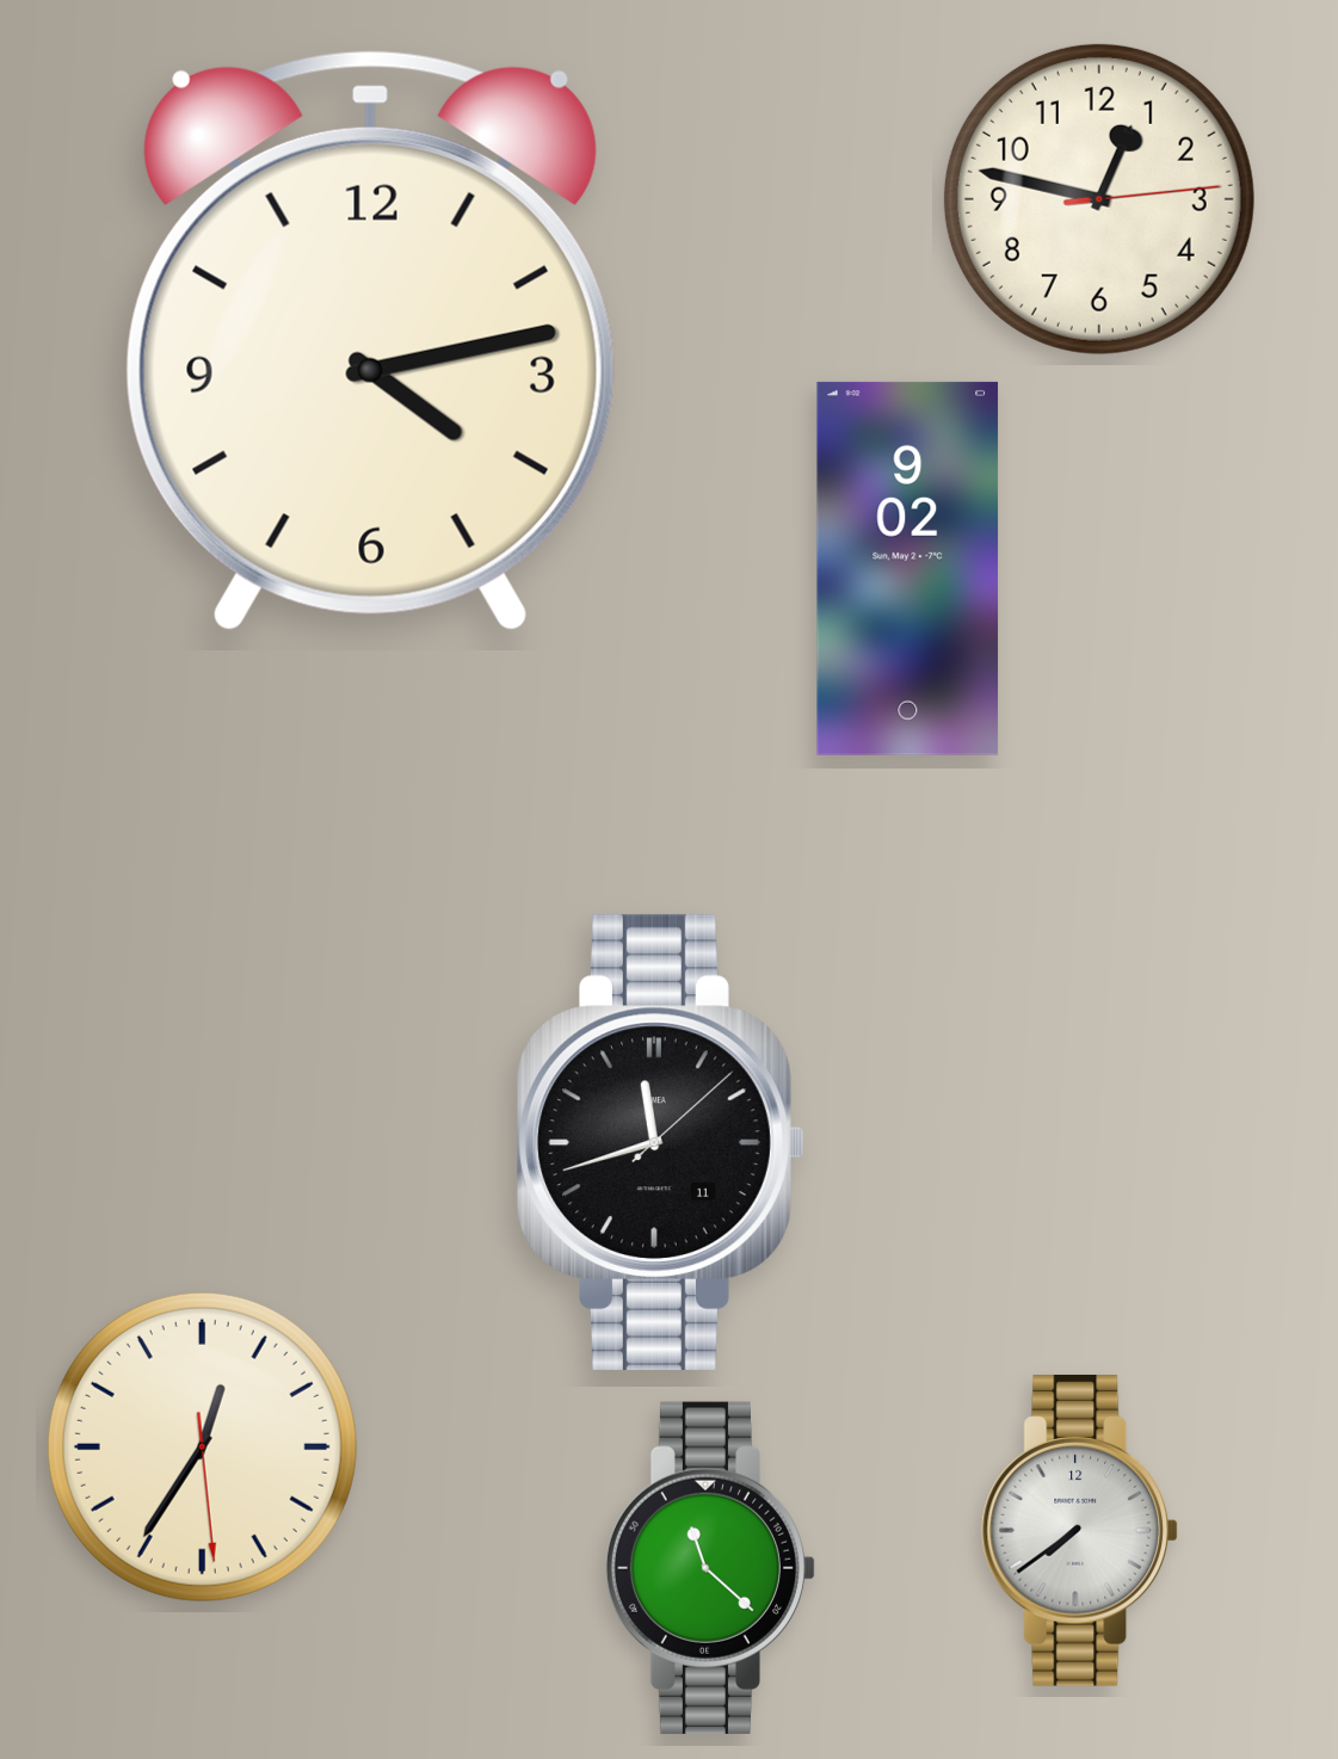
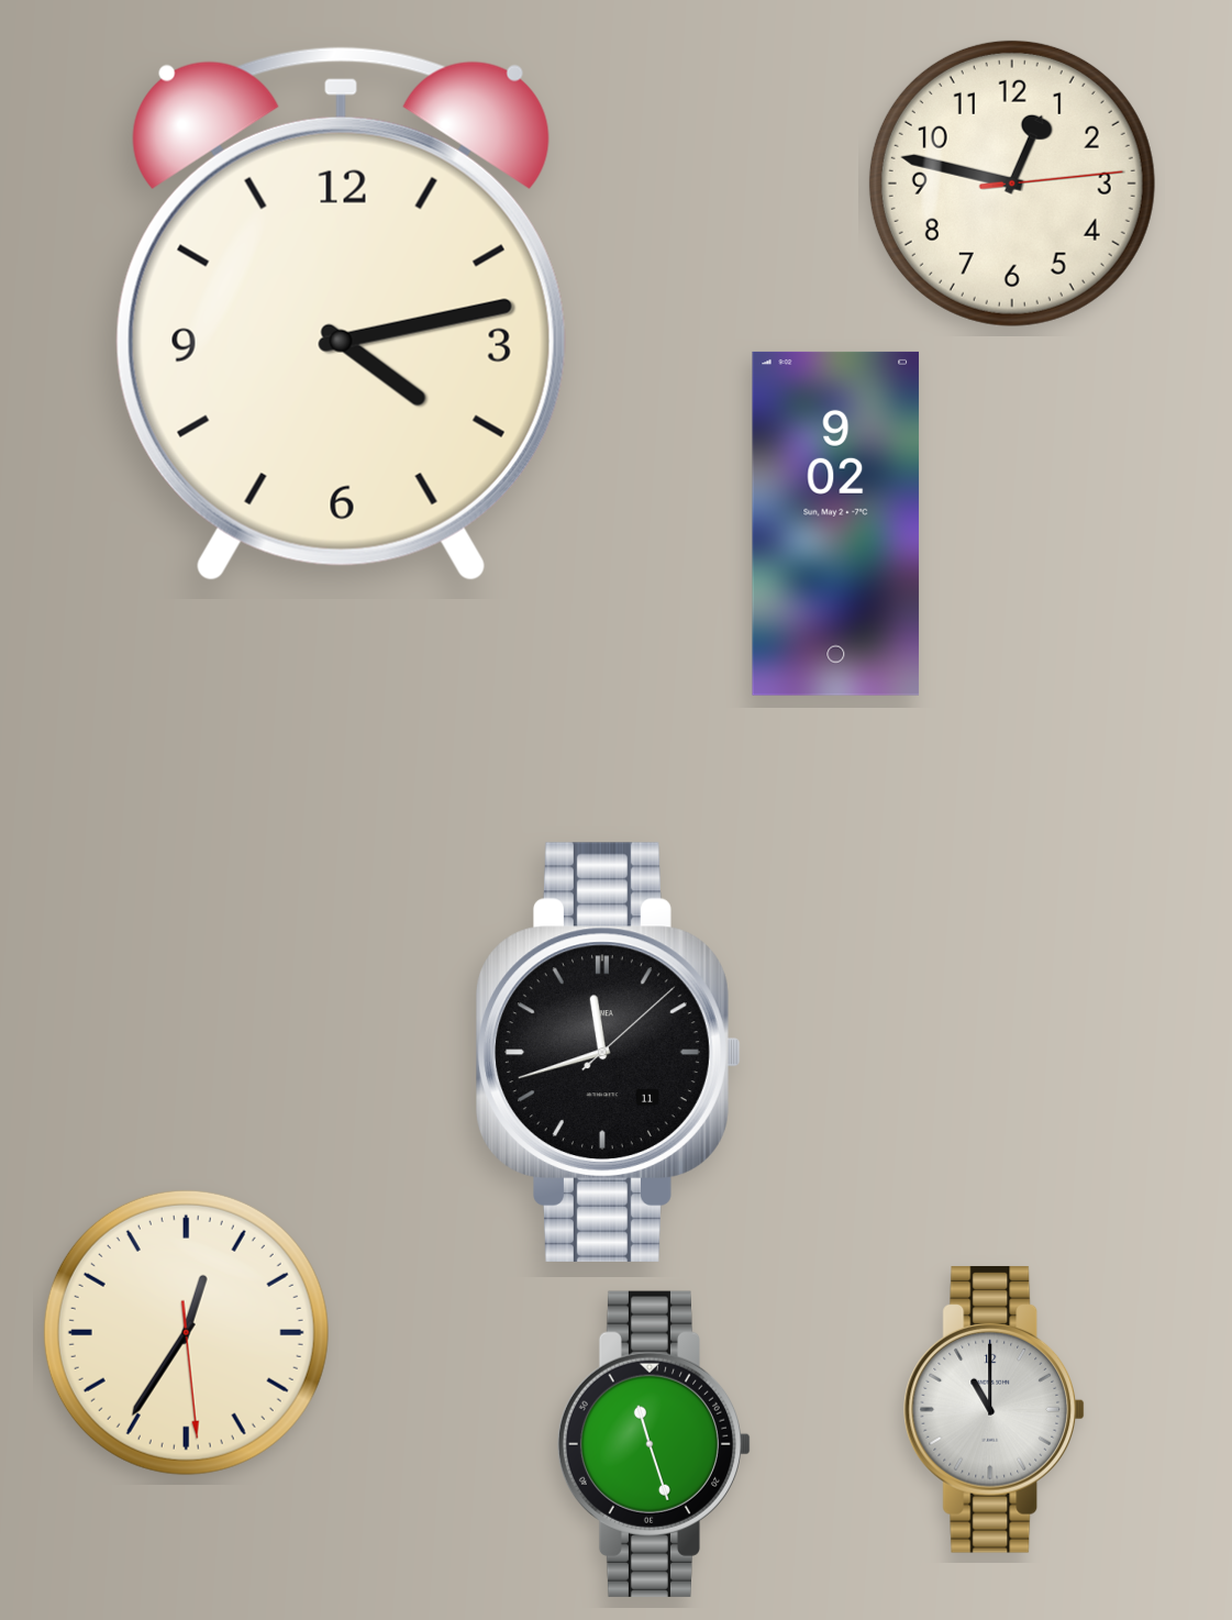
clock at (1080, 1530): 7:39 -> 11:00
clock at (709, 1568): 11:22 -> 11:27
